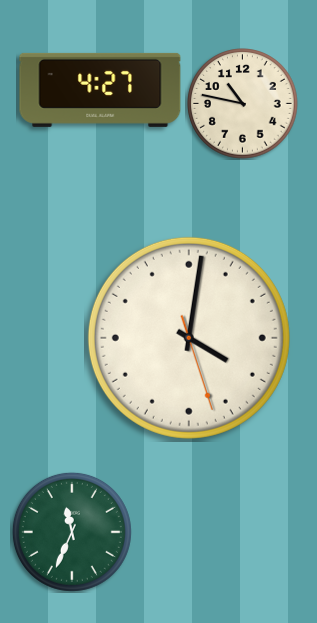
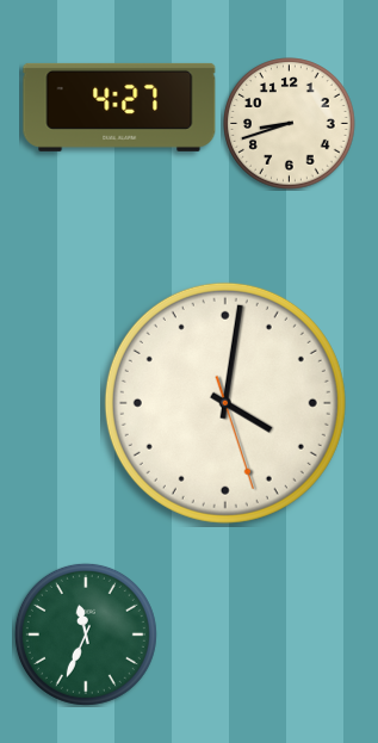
clock at (243, 104): 10:47 -> 8:42
